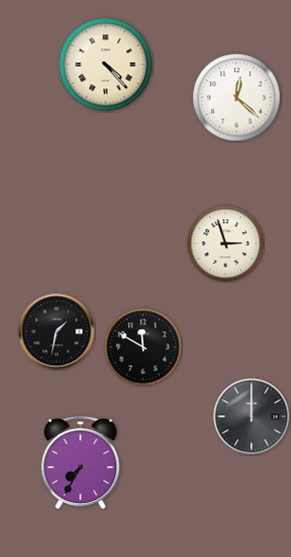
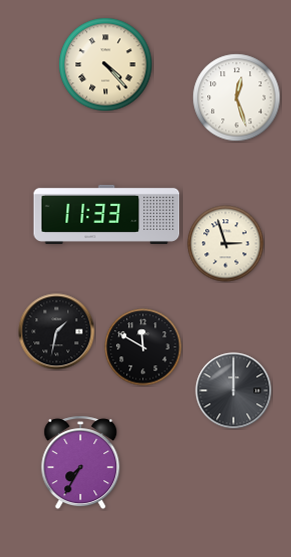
clock at (237, 98): 12:22 -> 12:27
clock at (107, 214): none -> 11:33
clock at (252, 417) position: (252, 417) -> (234, 391)
